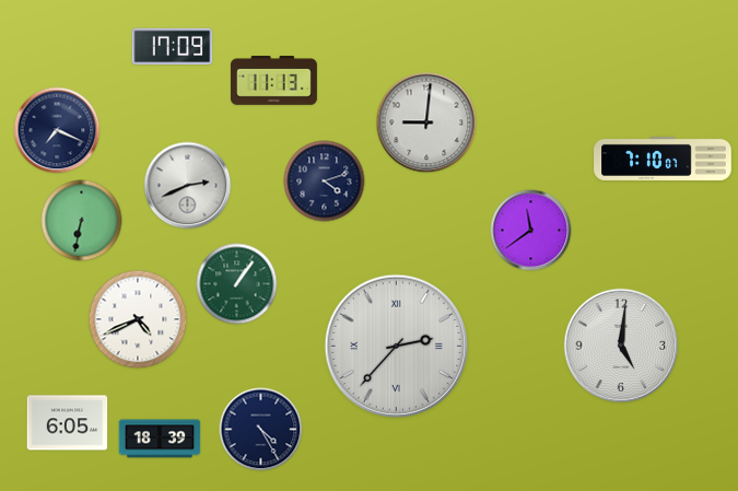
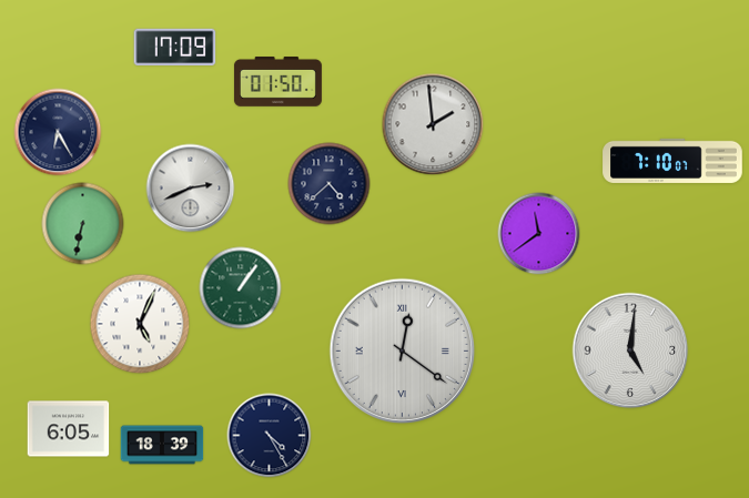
clock at (273, 81): 11:13 -> 01:50
clock at (426, 122): 9:01 -> 1:59
clock at (57, 130): 7:19 -> 6:25
clock at (325, 182): 4:12 -> 4:38
clock at (138, 319): 4:41 -> 5:04
clock at (397, 347): 2:37 -> 12:21
clock at (261, 430) position: (261, 430) -> (270, 436)
